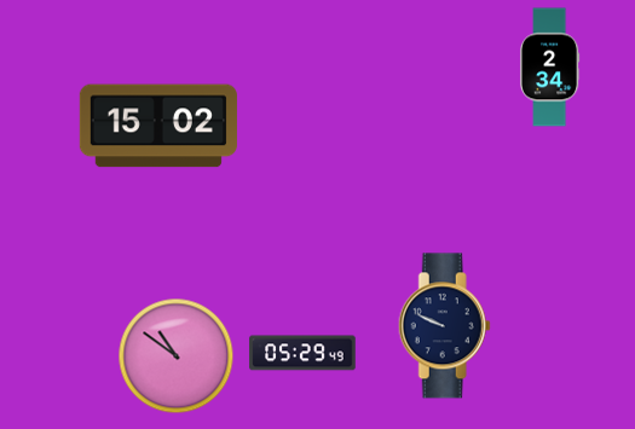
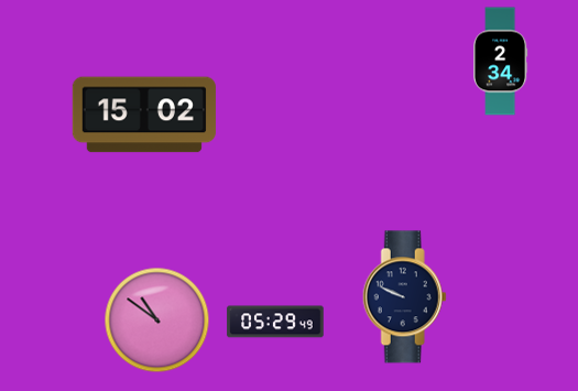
clock at (177, 356) position: (177, 356) -> (157, 321)
